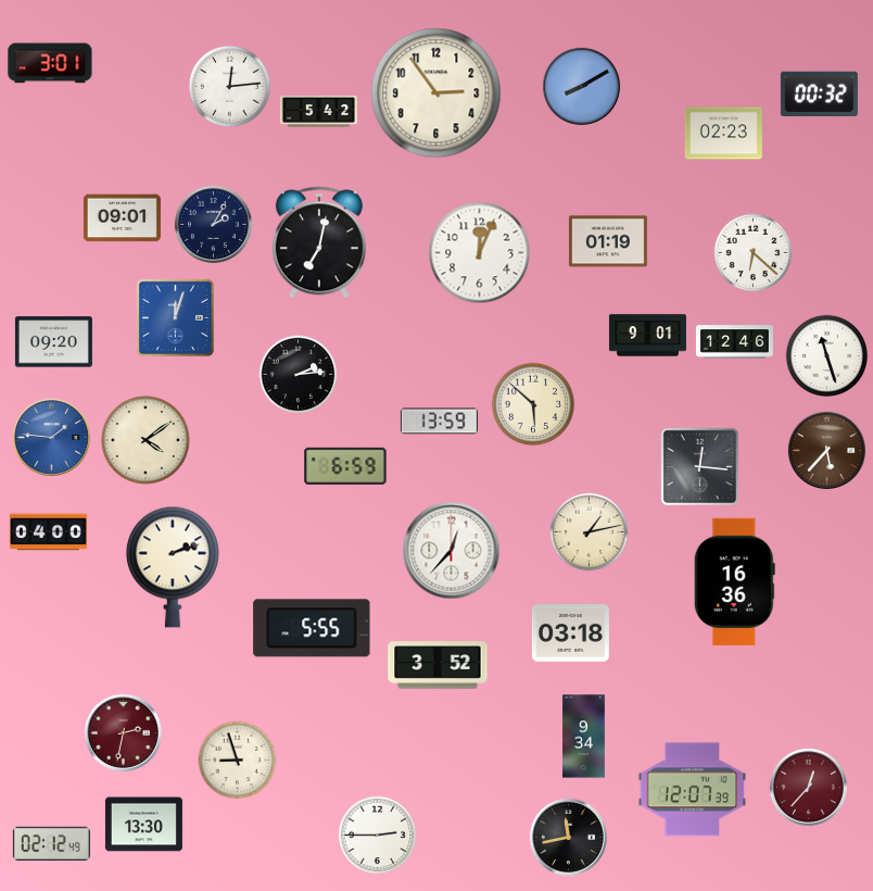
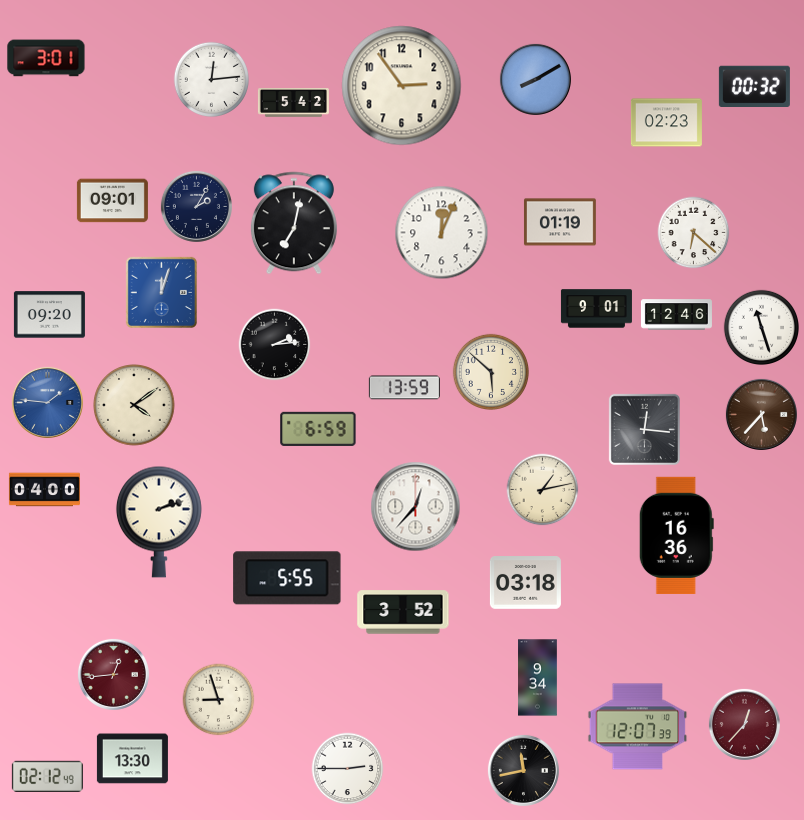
clock at (123, 732): 2:32 -> 12:44
